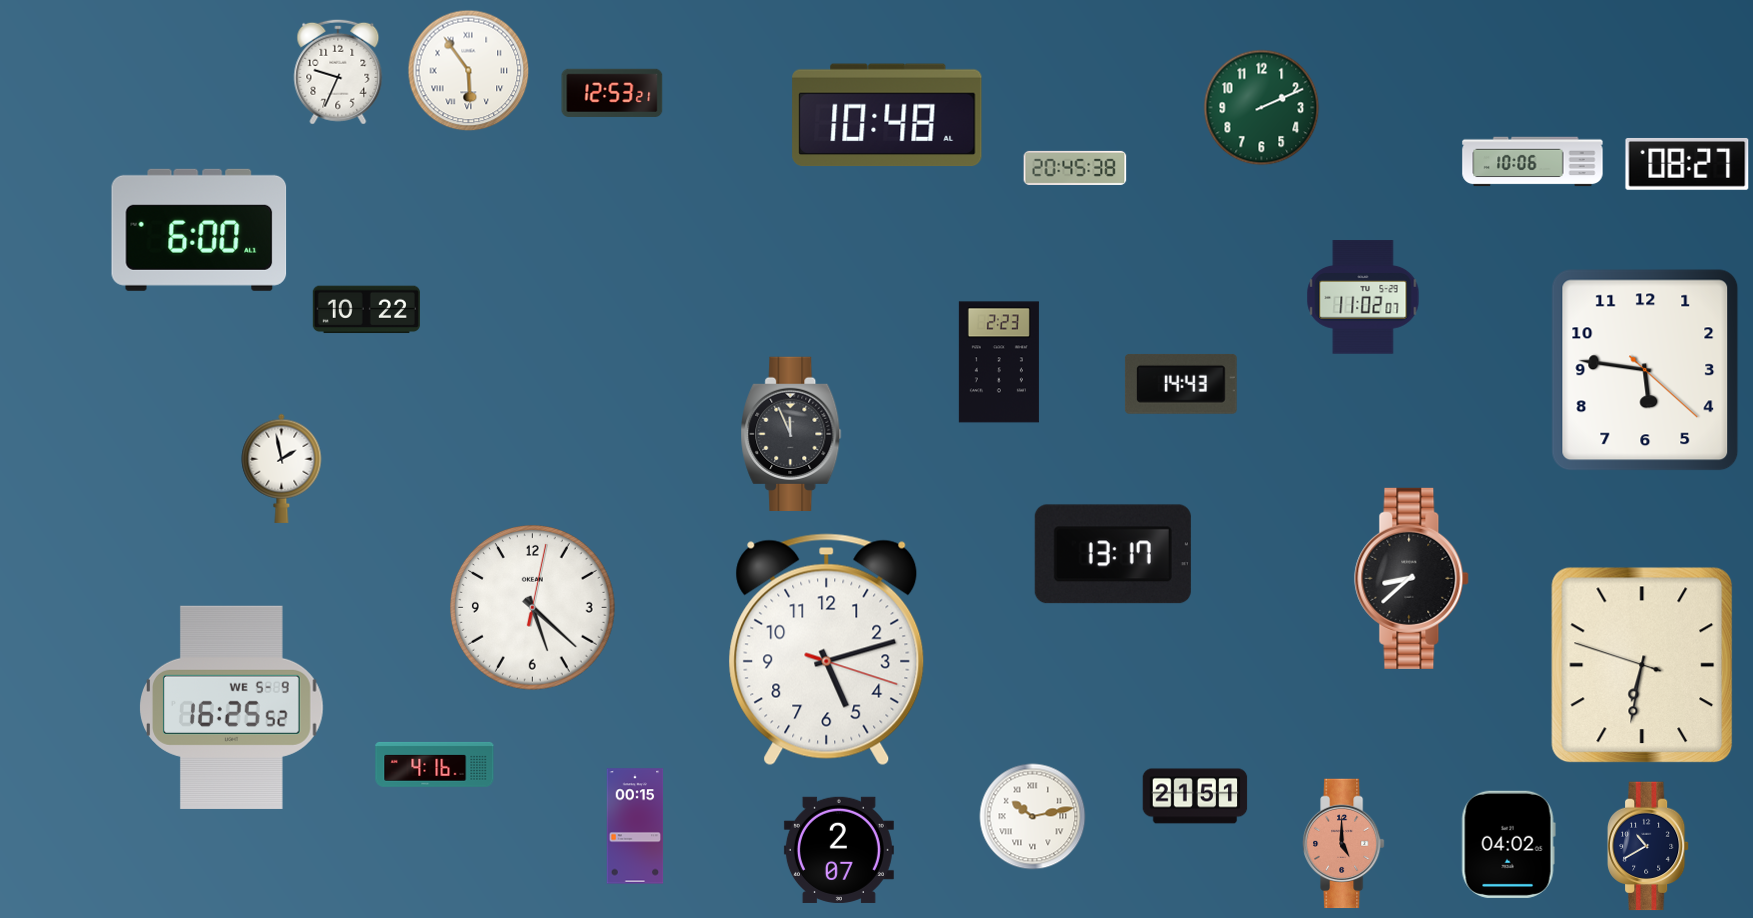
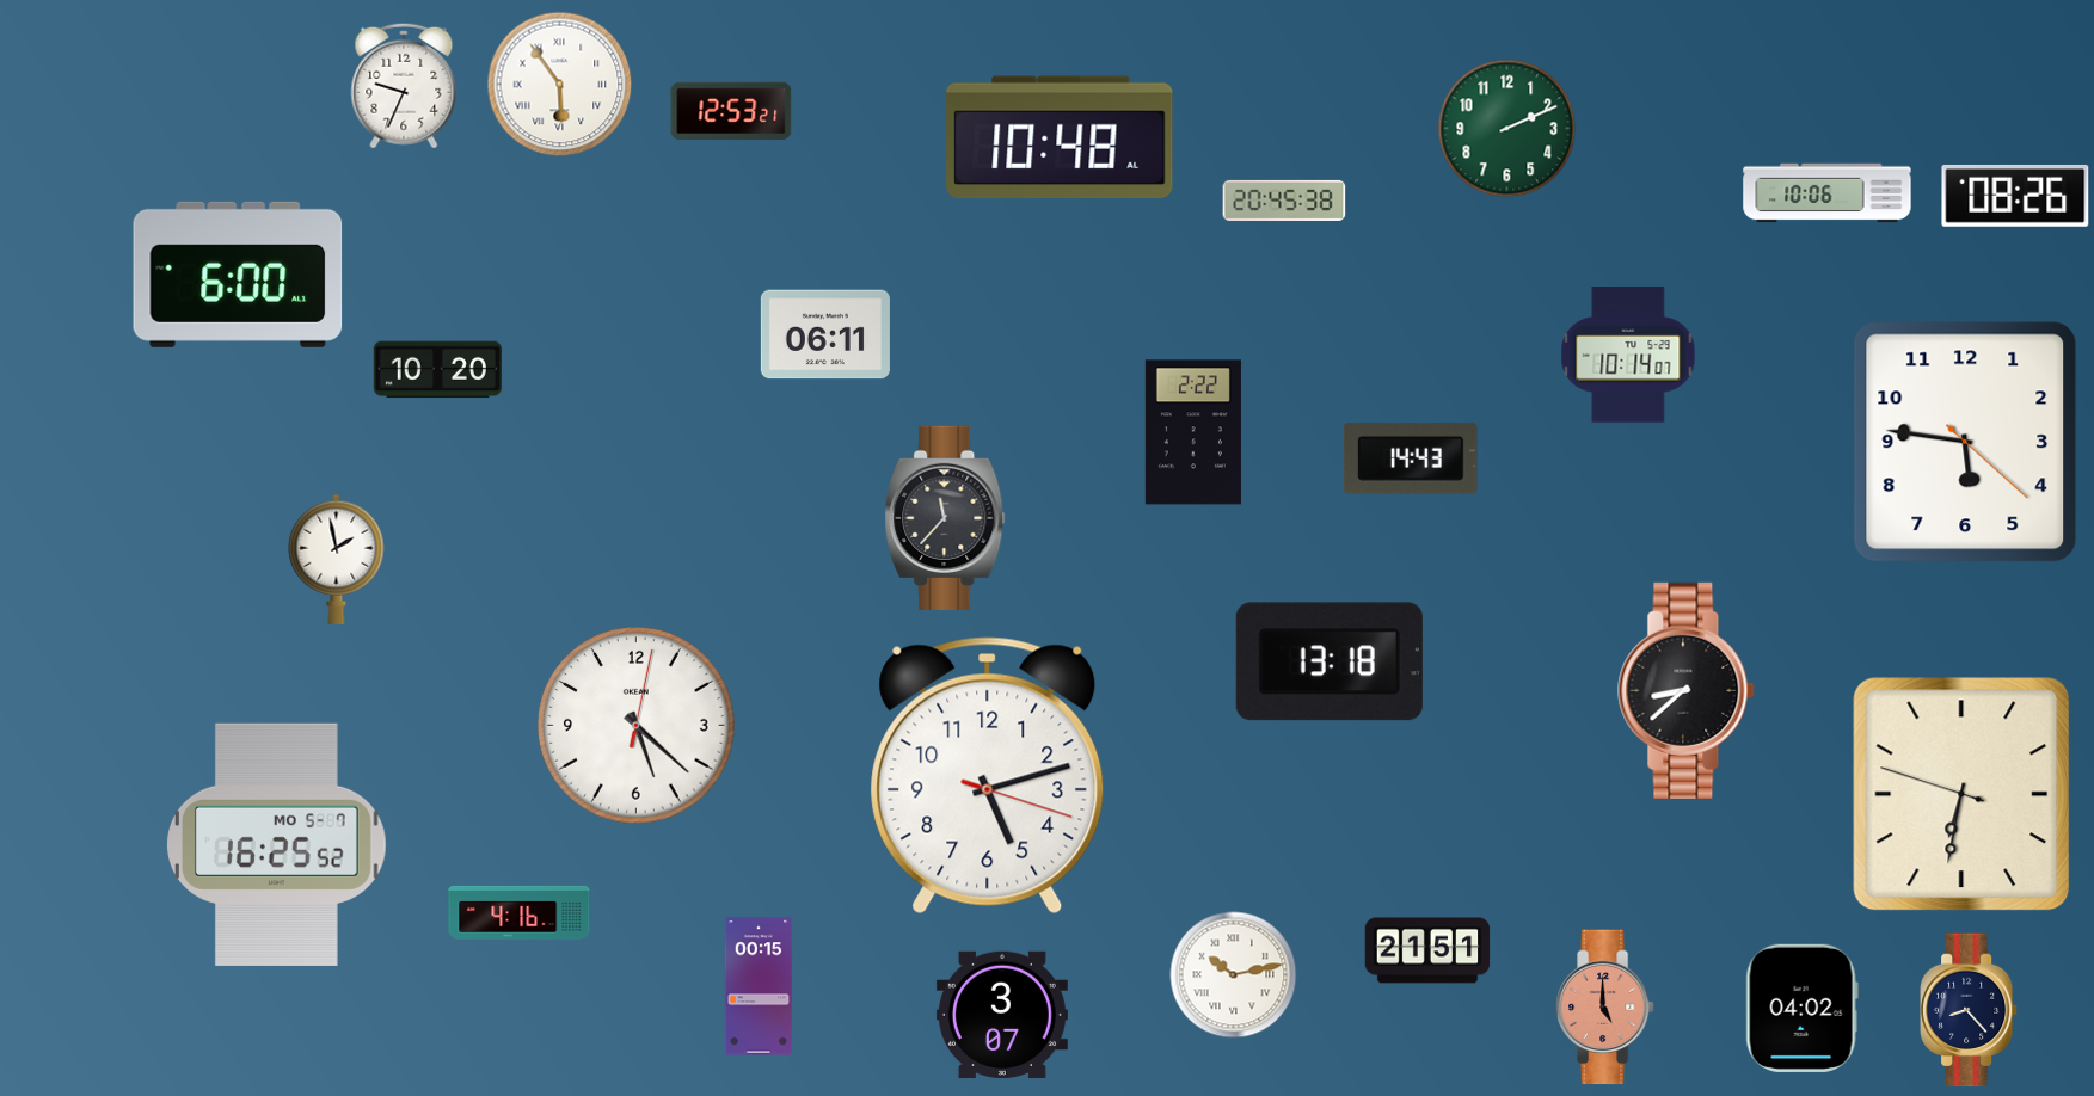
clock at (1533, 162) position: (1533, 162) -> (1828, 193)
clock at (1687, 164): 08:27 -> 08:26
clock at (825, 334): none -> 06:11
clock at (1363, 297): 11:02 -> 10:14
clock at (366, 310): 10:22 -> 10:20
clock at (999, 362): 2:23 -> 2:22
clock at (791, 434): 11:56 -> 11:37
clock at (1113, 554): 13:17 -> 13:18
clock at (232, 707) date: WE 5-9 -> MO 5-7
clock at (1649, 846): 10:40 -> 8:23
clock at (839, 850): 2:07 -> 3:07
